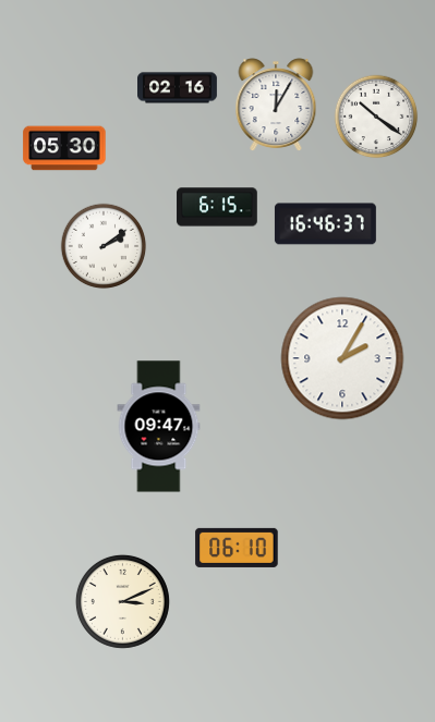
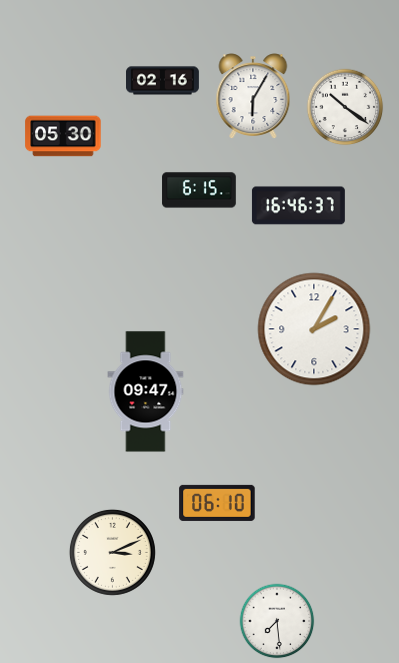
clock at (276, 105): 12:05 -> 6:05
clock at (64, 148) position: (64, 148) -> (63, 136)
clock at (104, 246): 2:09 -> none
clock at (277, 621): none -> 7:29
